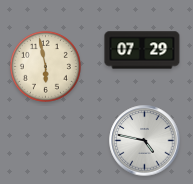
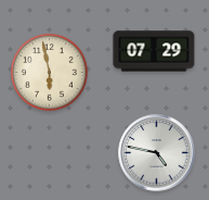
clock at (142, 50) position: (142, 50) -> (154, 51)
